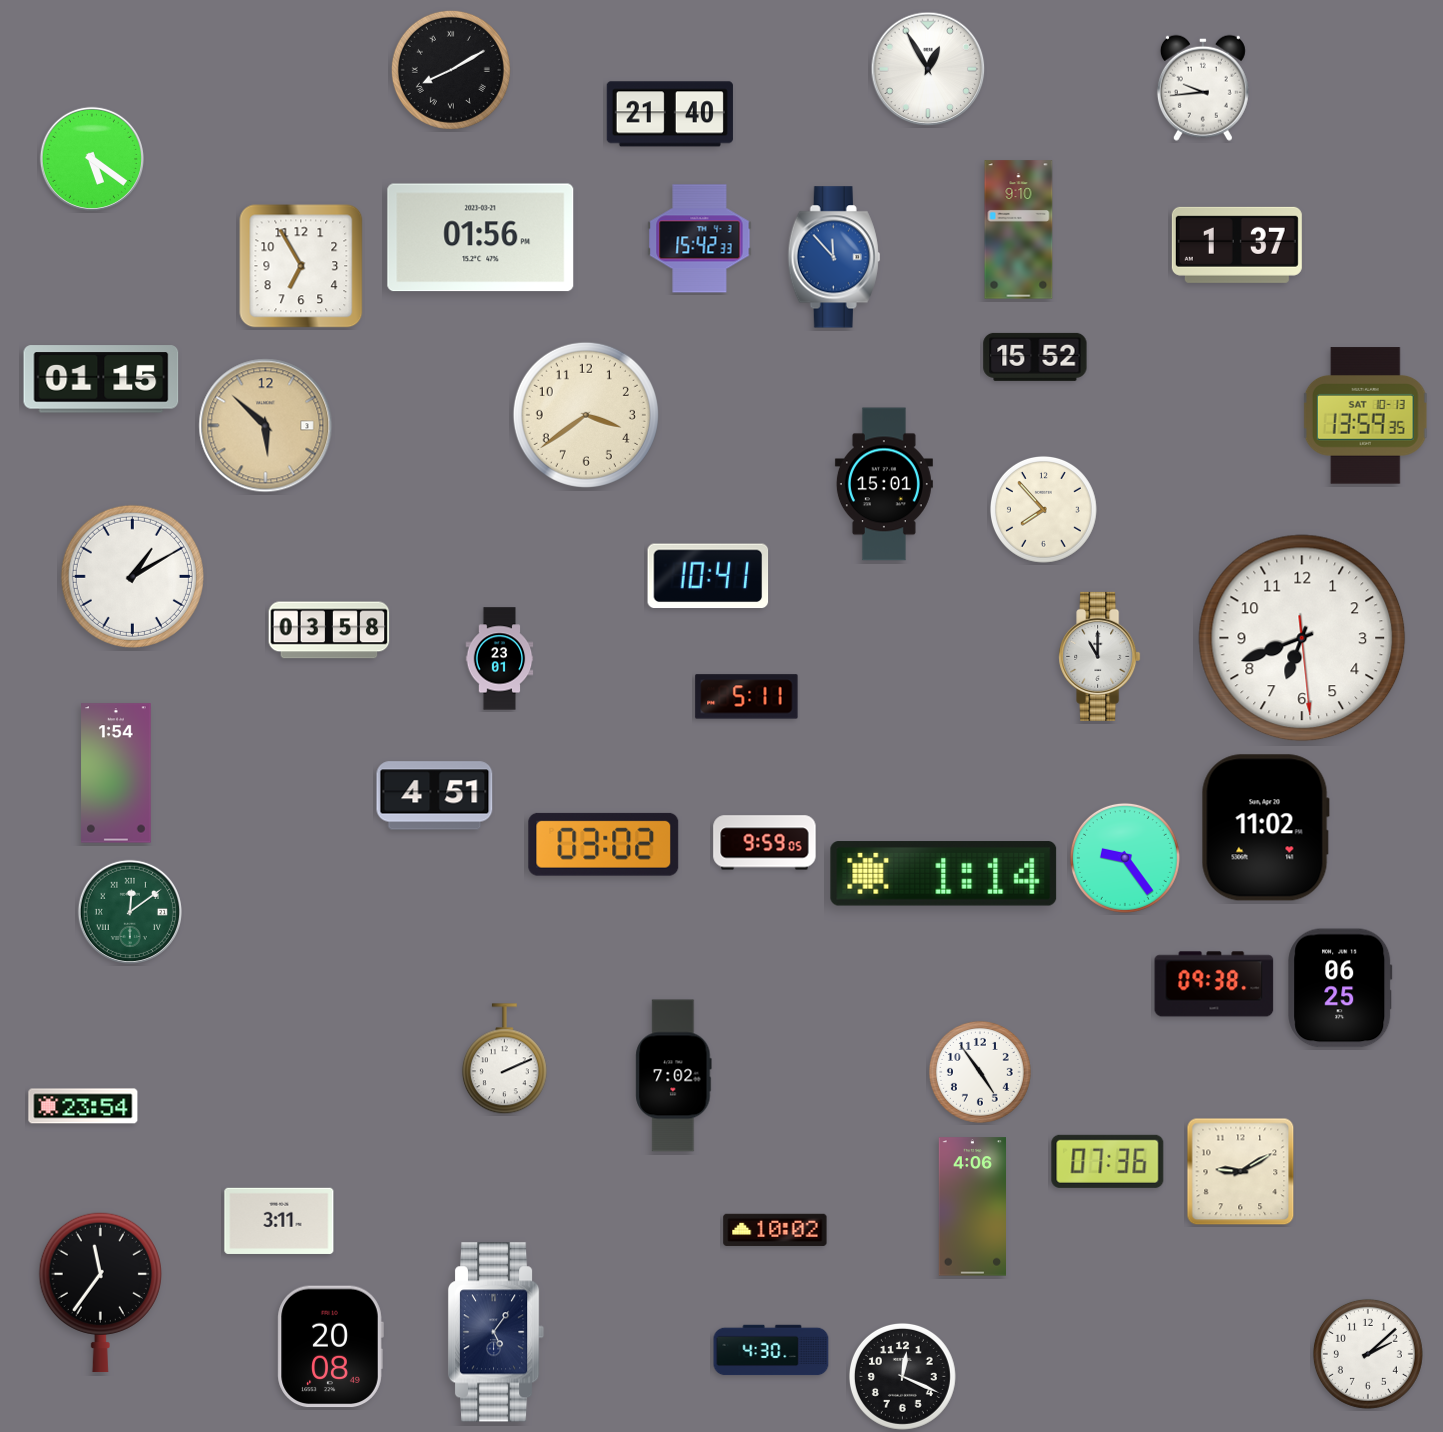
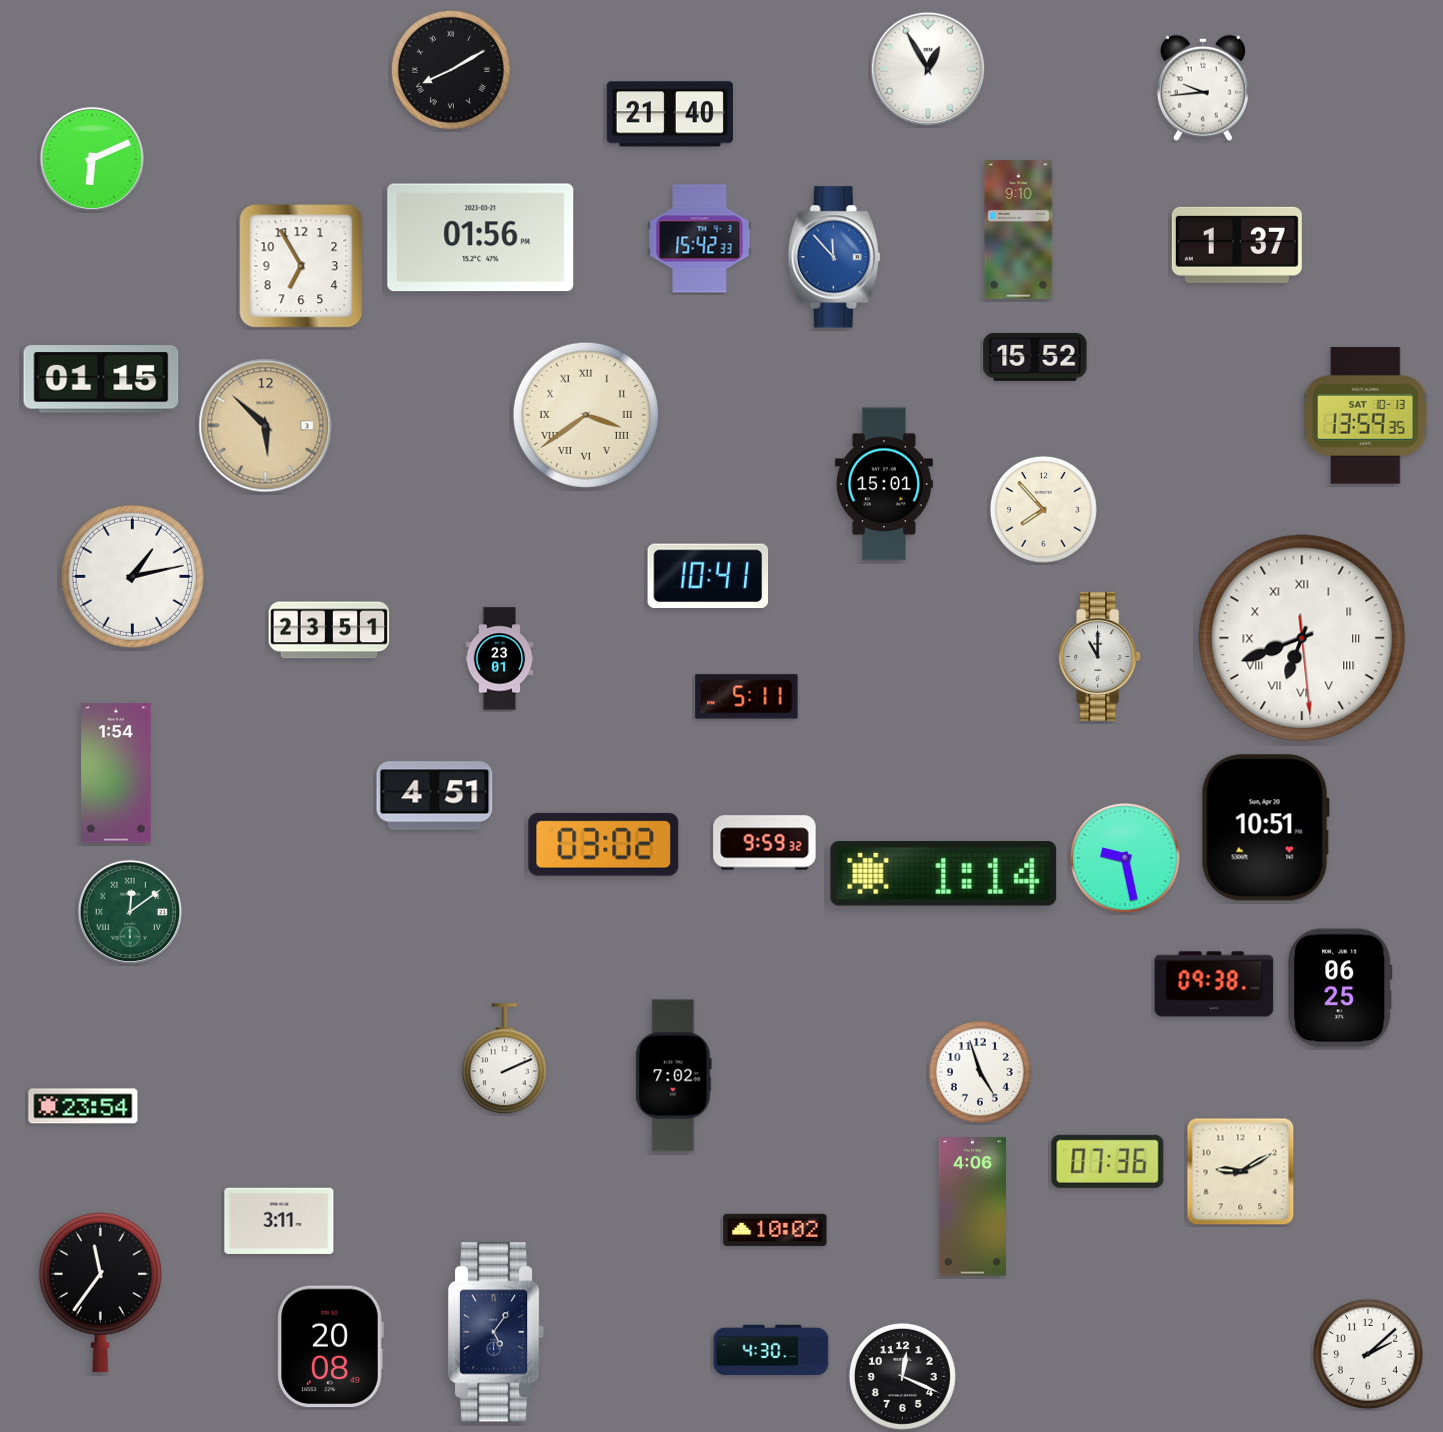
clock at (92, 159): 5:21 -> 6:11
clock at (586, 415) numerals: Arabic -> Roman
clock at (132, 576): 1:10 -> 1:13
clock at (329, 630): 03:58 -> 23:51
clock at (1302, 638) numerals: Arabic -> Roman
clock at (1265, 828): 11:02 -> 10:51
clock at (765, 843): 9:59:05 -> 9:59:32
clock at (1125, 858): 9:24 -> 9:28
clock at (980, 1072): 4:54 -> 4:57
